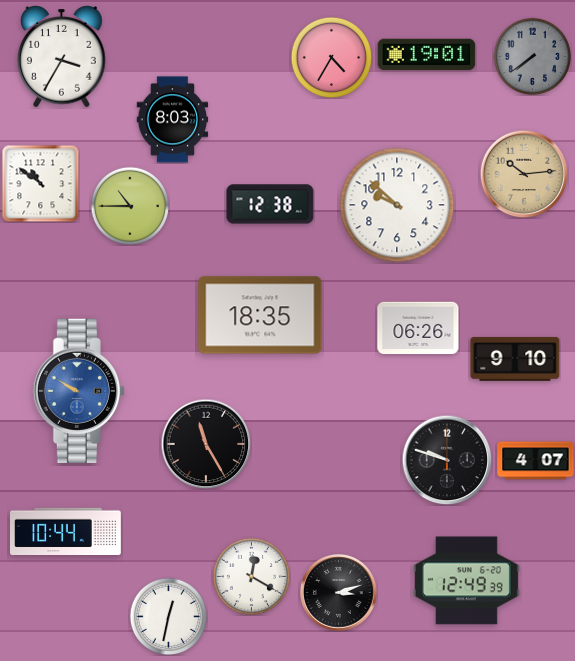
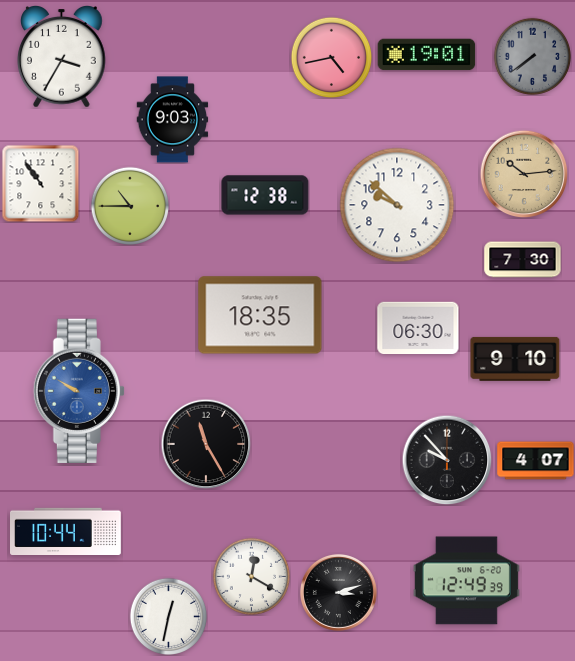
clock at (331, 57): 4:35 -> 4:43
clock at (173, 120): 8:03 -> 9:03
clock at (40, 183): 10:51 -> 10:54
clock at (270, 204) position: (270, 204) -> (265, 195)
clock at (523, 260): none -> 7:30
clock at (418, 327): 06:26 -> 06:30
clock at (447, 460): 9:48 -> 9:53
